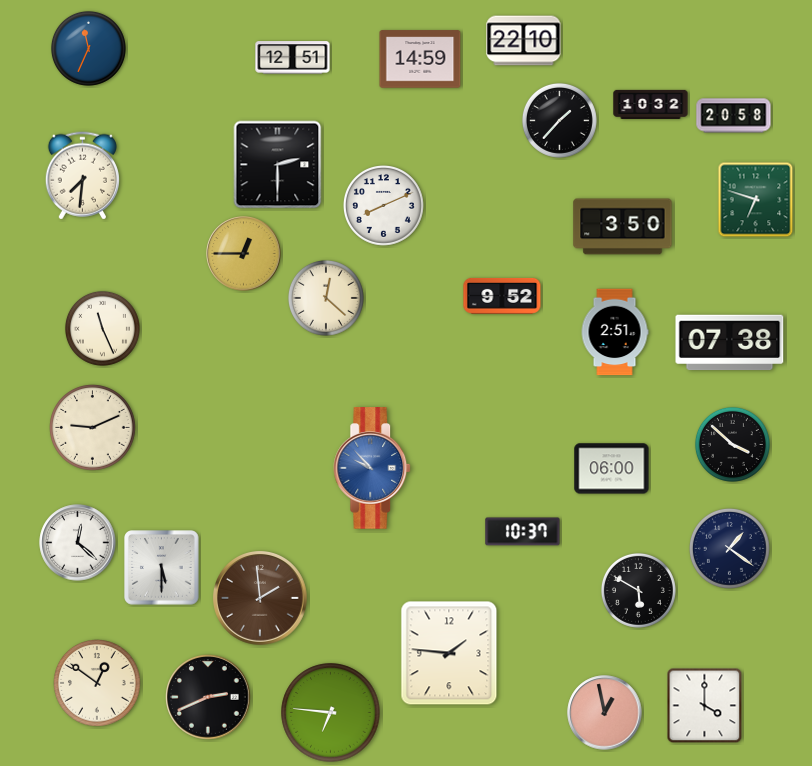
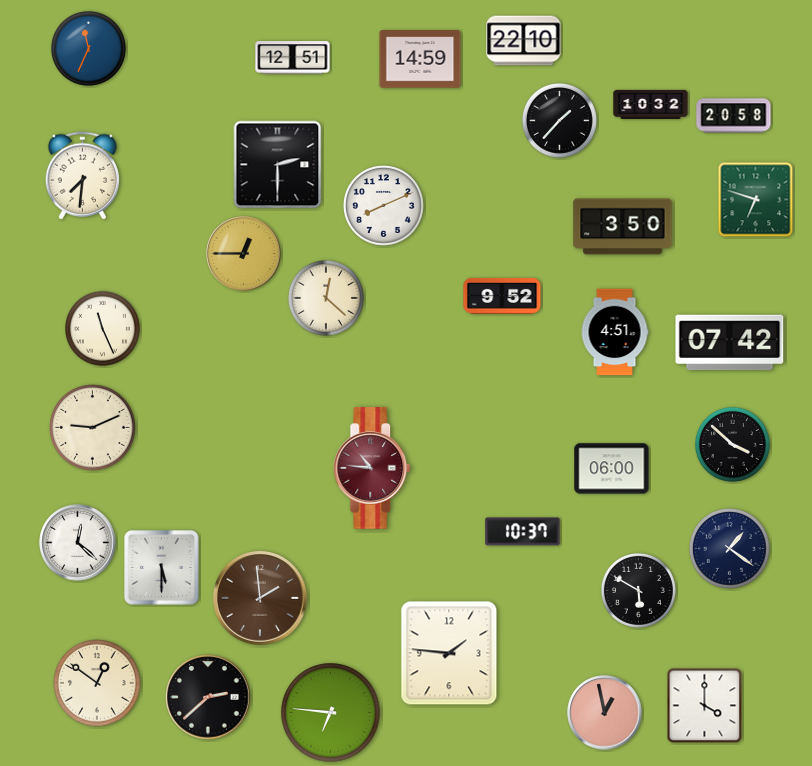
clock at (615, 332): 2:51 -> 4:51
clock at (730, 343): 07:38 -> 07:42
clock at (373, 468): 9:53 -> 10:46
clock at (373, 468) dial: blue -> burgundy
clock at (208, 697): 2:41 -> 2:38
